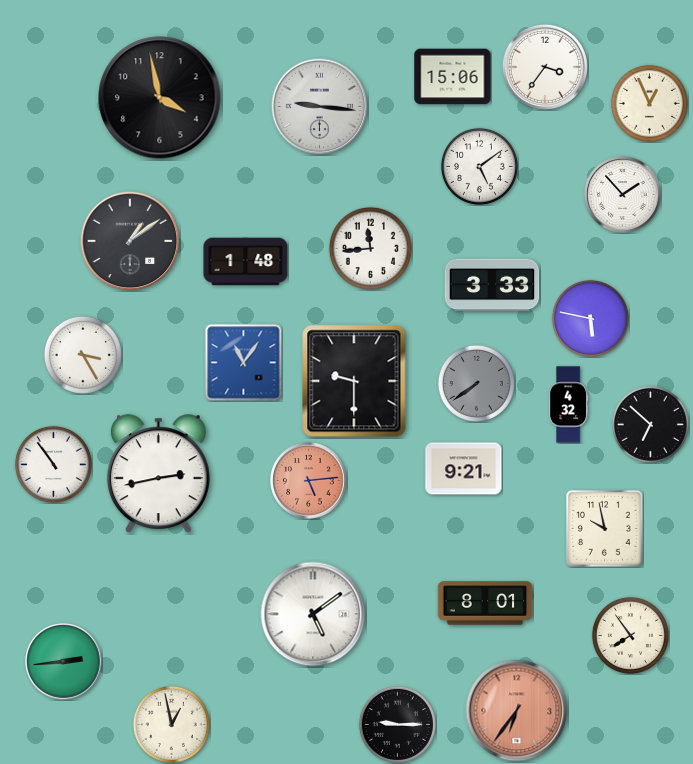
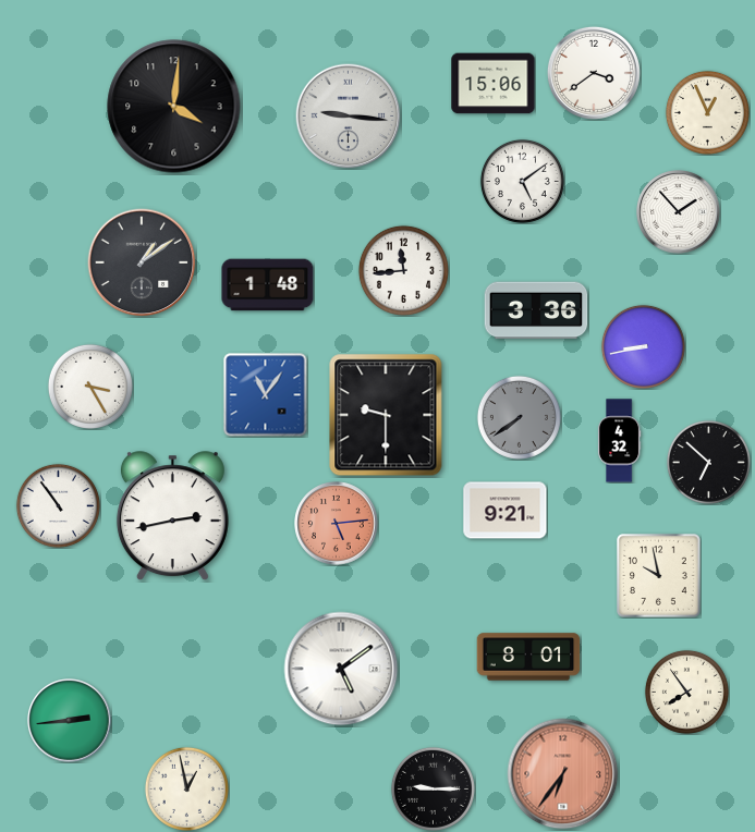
clock at (545, 67): 3:36 -> 3:39
clock at (160, 98): 3:58 -> 4:01
clock at (492, 285): 3:33 -> 3:36
clock at (590, 318): 5:47 -> 8:43
